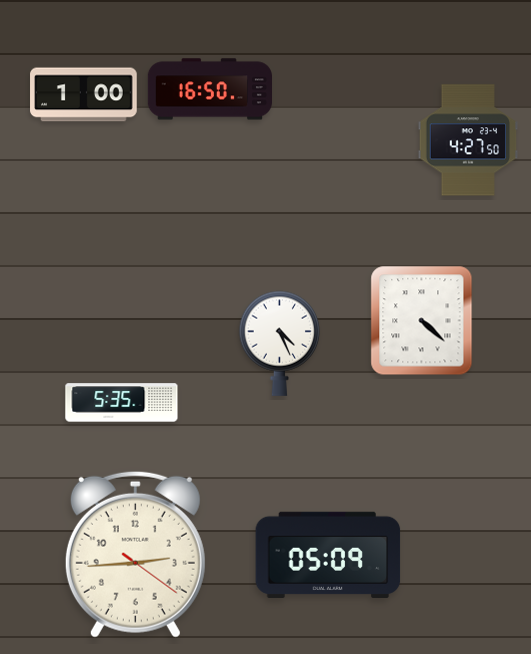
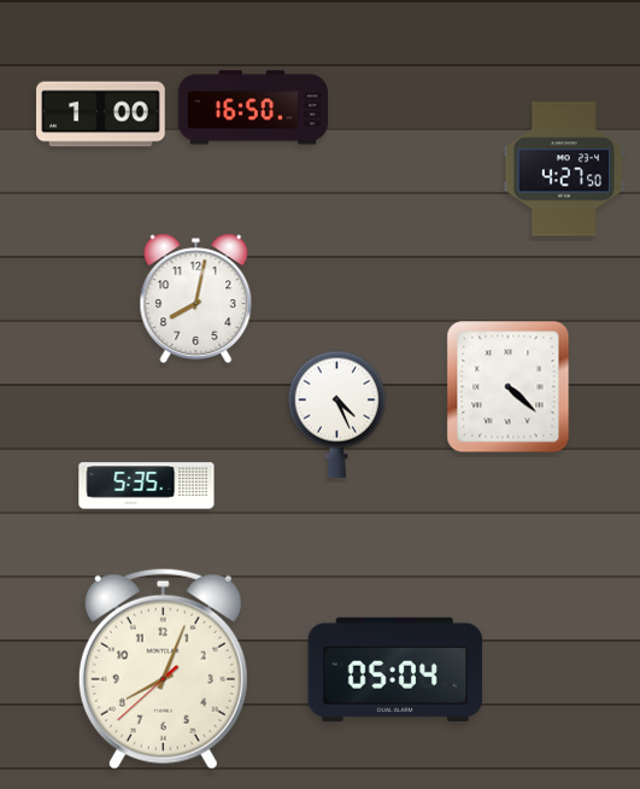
clock at (196, 299): none -> 8:02
clock at (135, 554): 2:44 -> 8:03
clock at (328, 555): 05:09 -> 05:04
